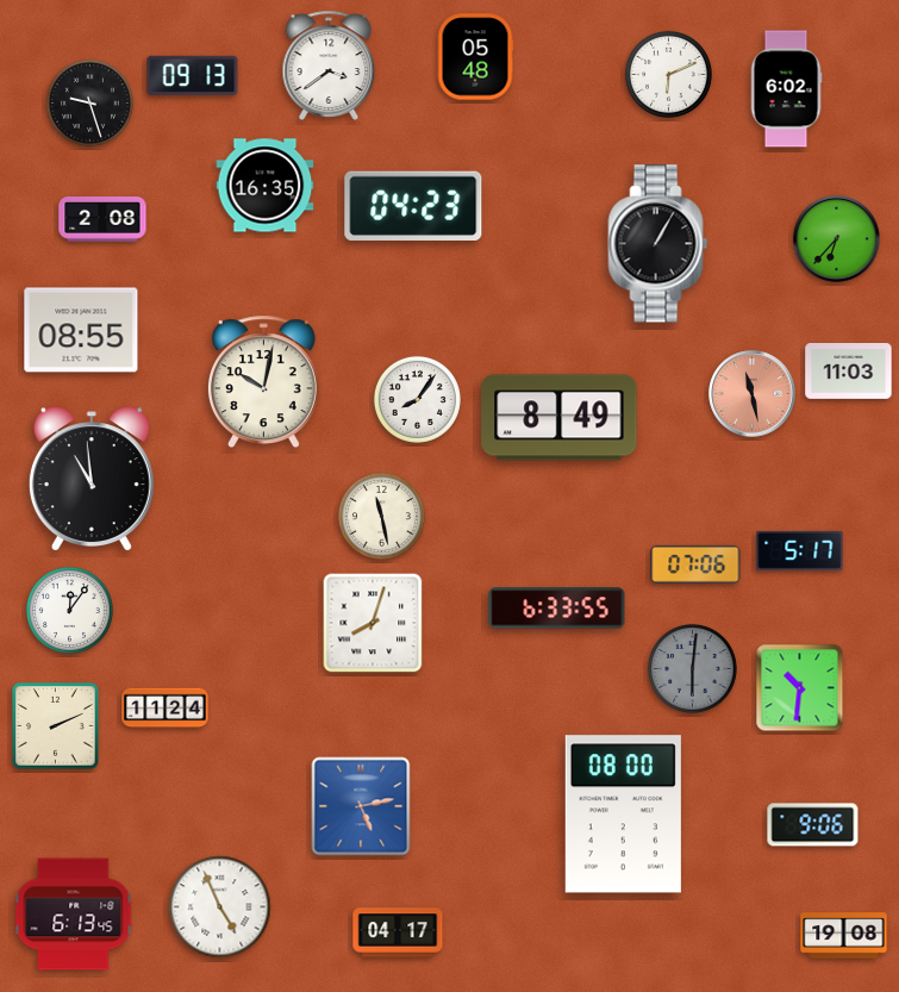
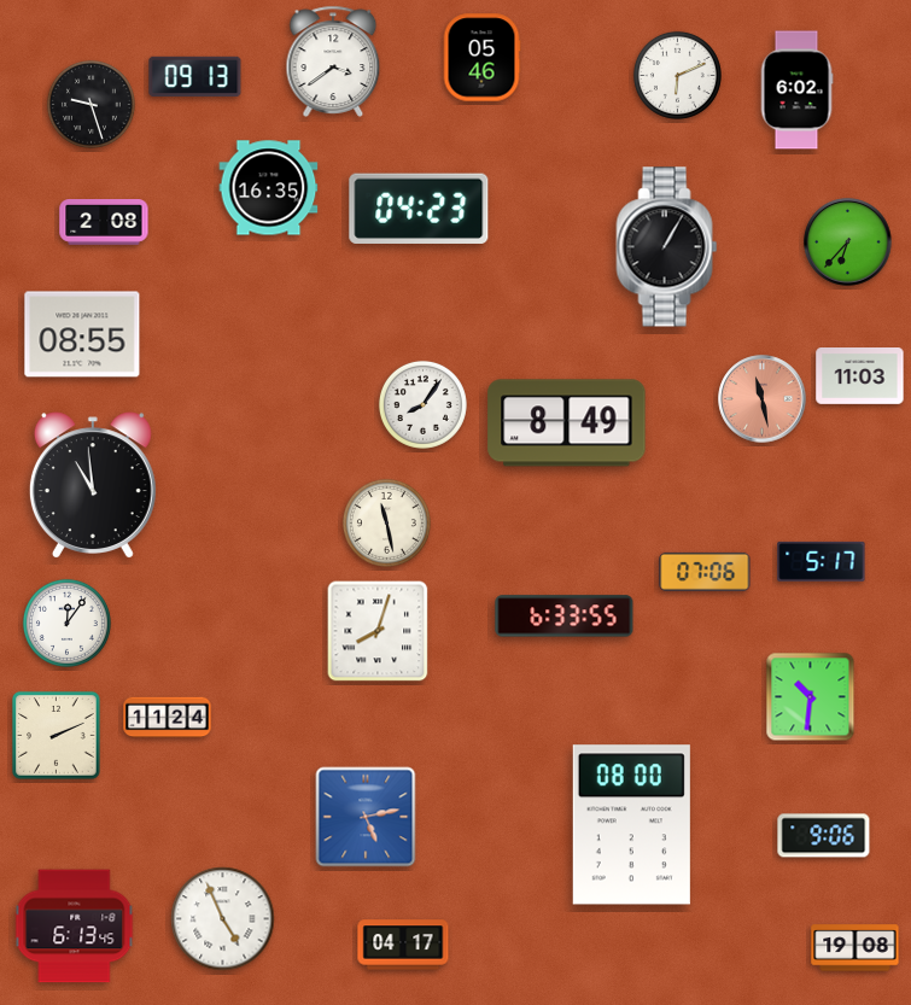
clock at (475, 57): 05:48 -> 05:46
clock at (329, 65) position: (329, 65) -> (333, 62)
clock at (263, 382): 10:02 -> none
clock at (800, 550) position: (800, 550) -> (822, 561)
clock at (69, 610) position: (69, 610) -> (66, 623)
clock at (692, 668): 6:01 -> none
